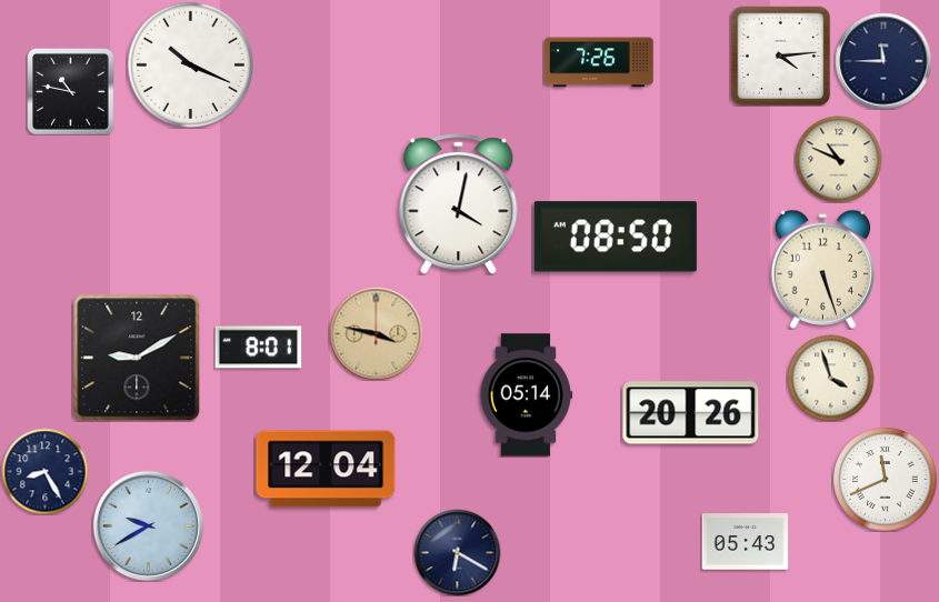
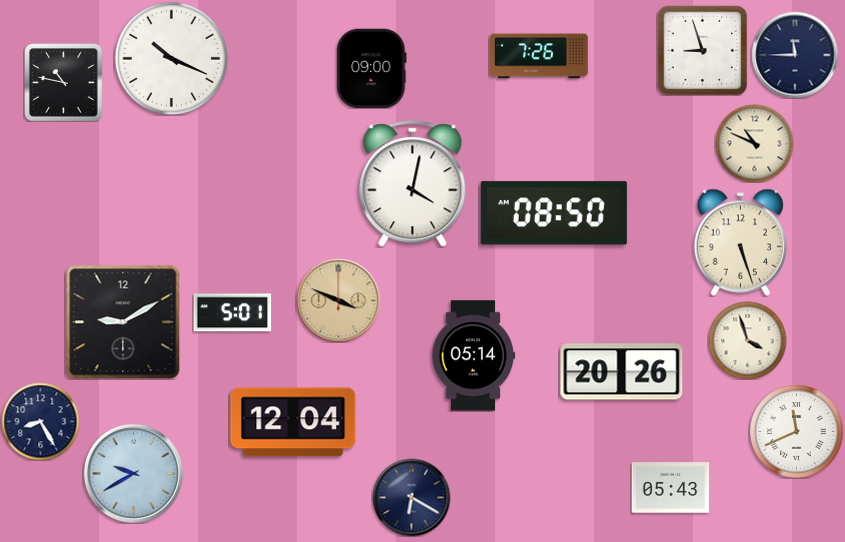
clock at (780, 56): 4:14 -> 8:57
clock at (372, 68): none -> 09:00
clock at (376, 333): 3:47 -> 3:49
clock at (258, 348): 8:01 -> 5:01
clock at (44, 471) position: (44, 471) -> (40, 421)
